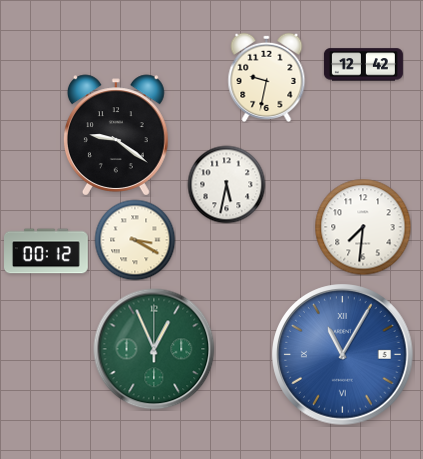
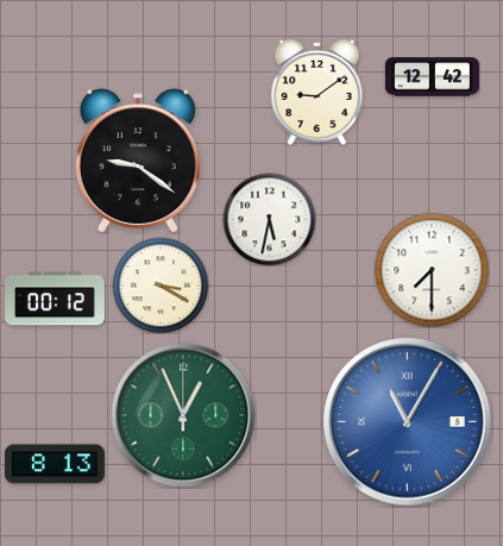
clock at (267, 77): 9:32 -> 9:09
clock at (363, 227): 7:31 -> 7:30
clock at (56, 464): none -> 8:13
